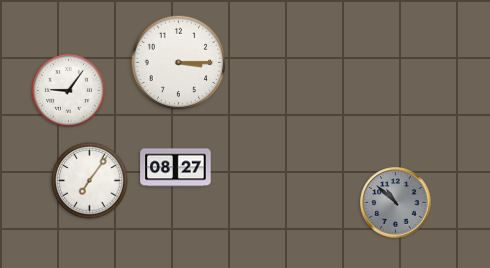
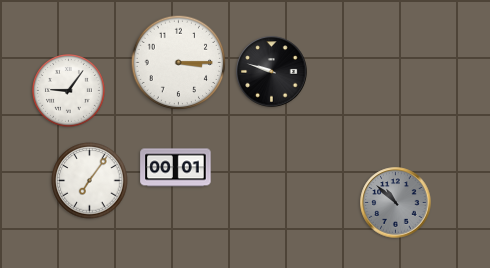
clock at (272, 72): none -> 9:48
clock at (176, 168): 08:27 -> 00:01
